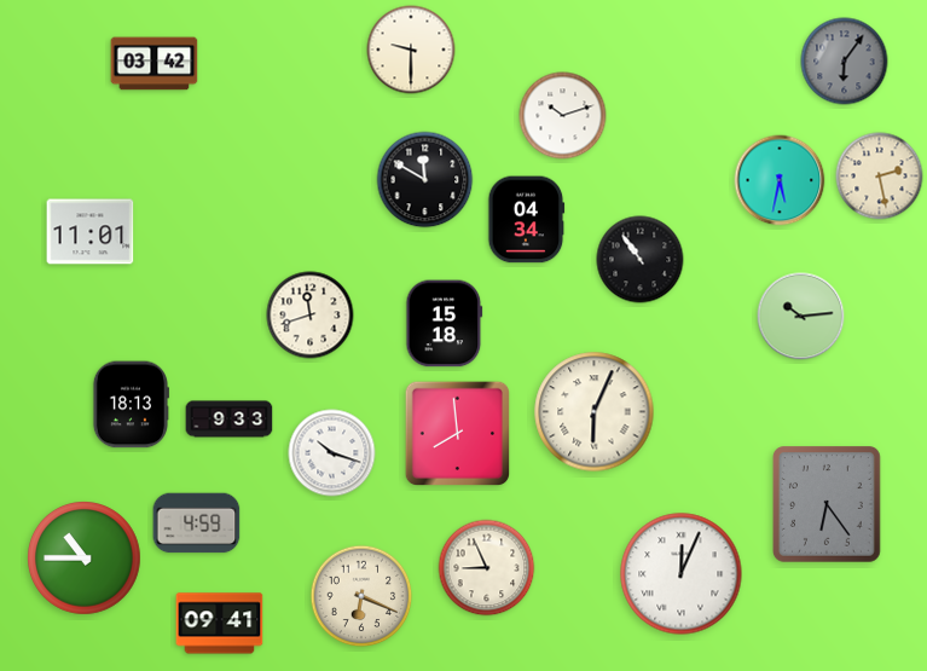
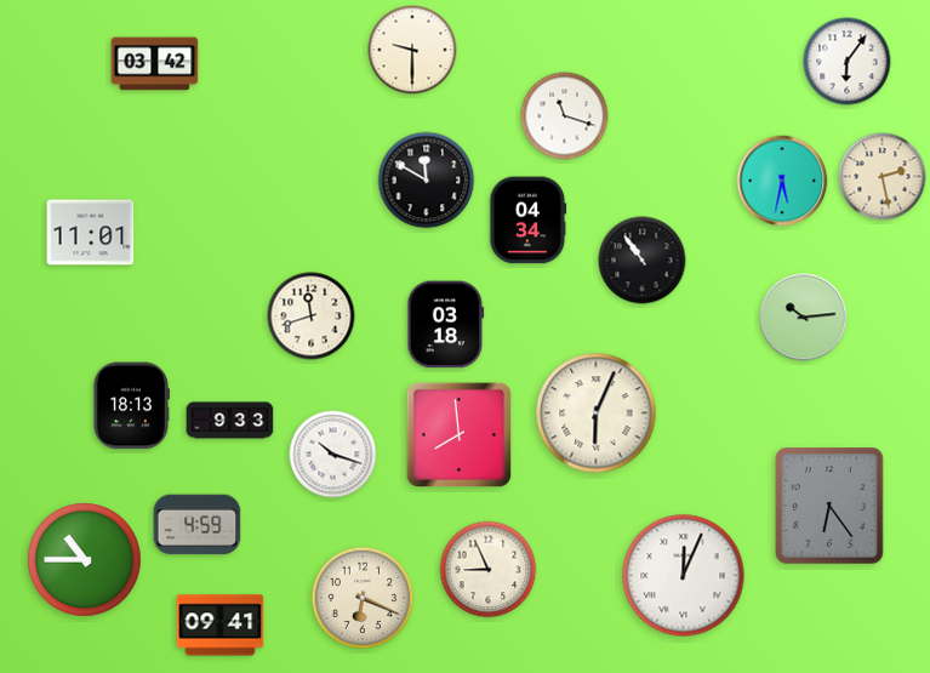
clock at (845, 62) dial: grey -> white
clock at (563, 116): 10:12 -> 11:18
clock at (445, 324): 15:18 -> 03:18
